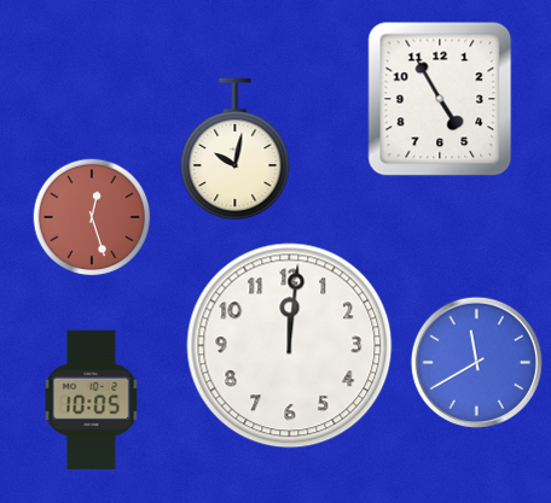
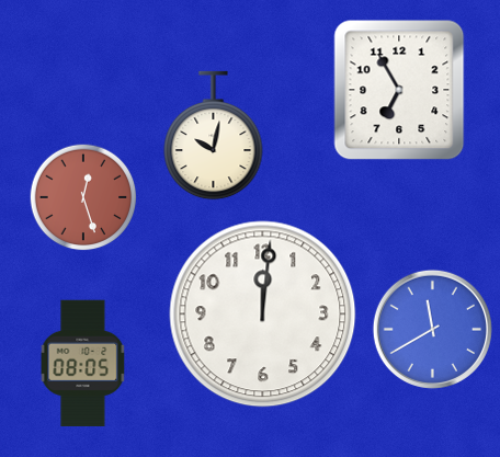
clock at (440, 99): 4:55 -> 6:55
clock at (92, 399): 10:05 -> 08:05
